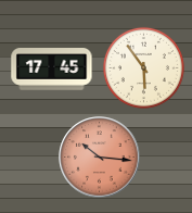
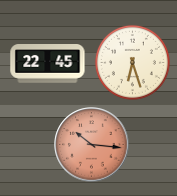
clock at (143, 67): 5:54 -> 6:27
clock at (52, 70): 17:45 -> 22:45
